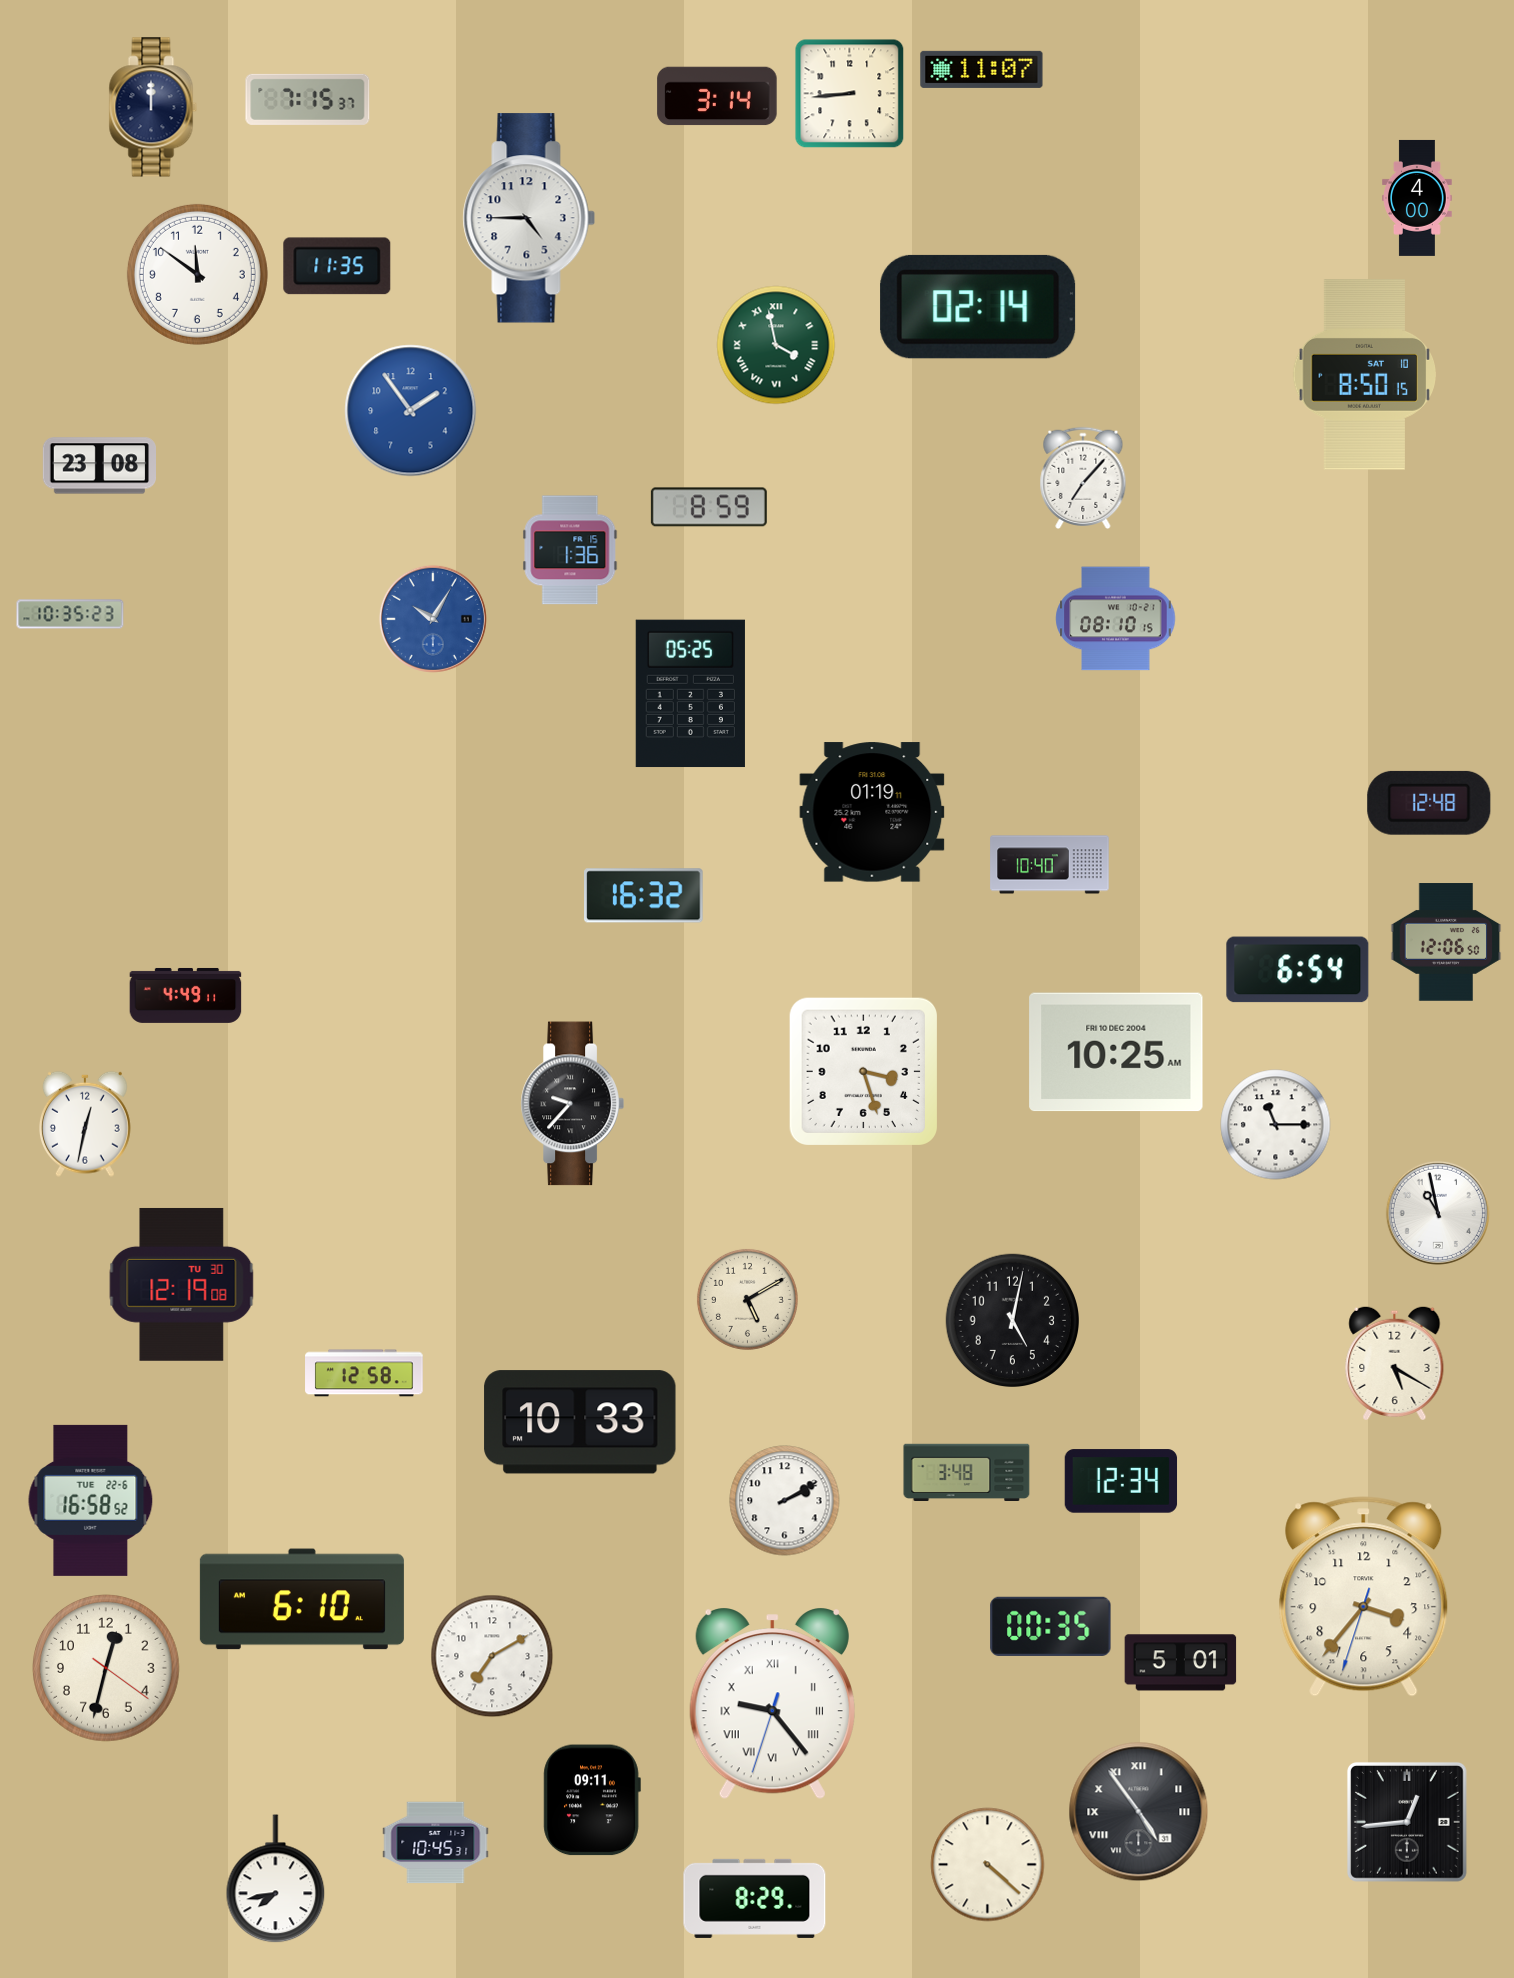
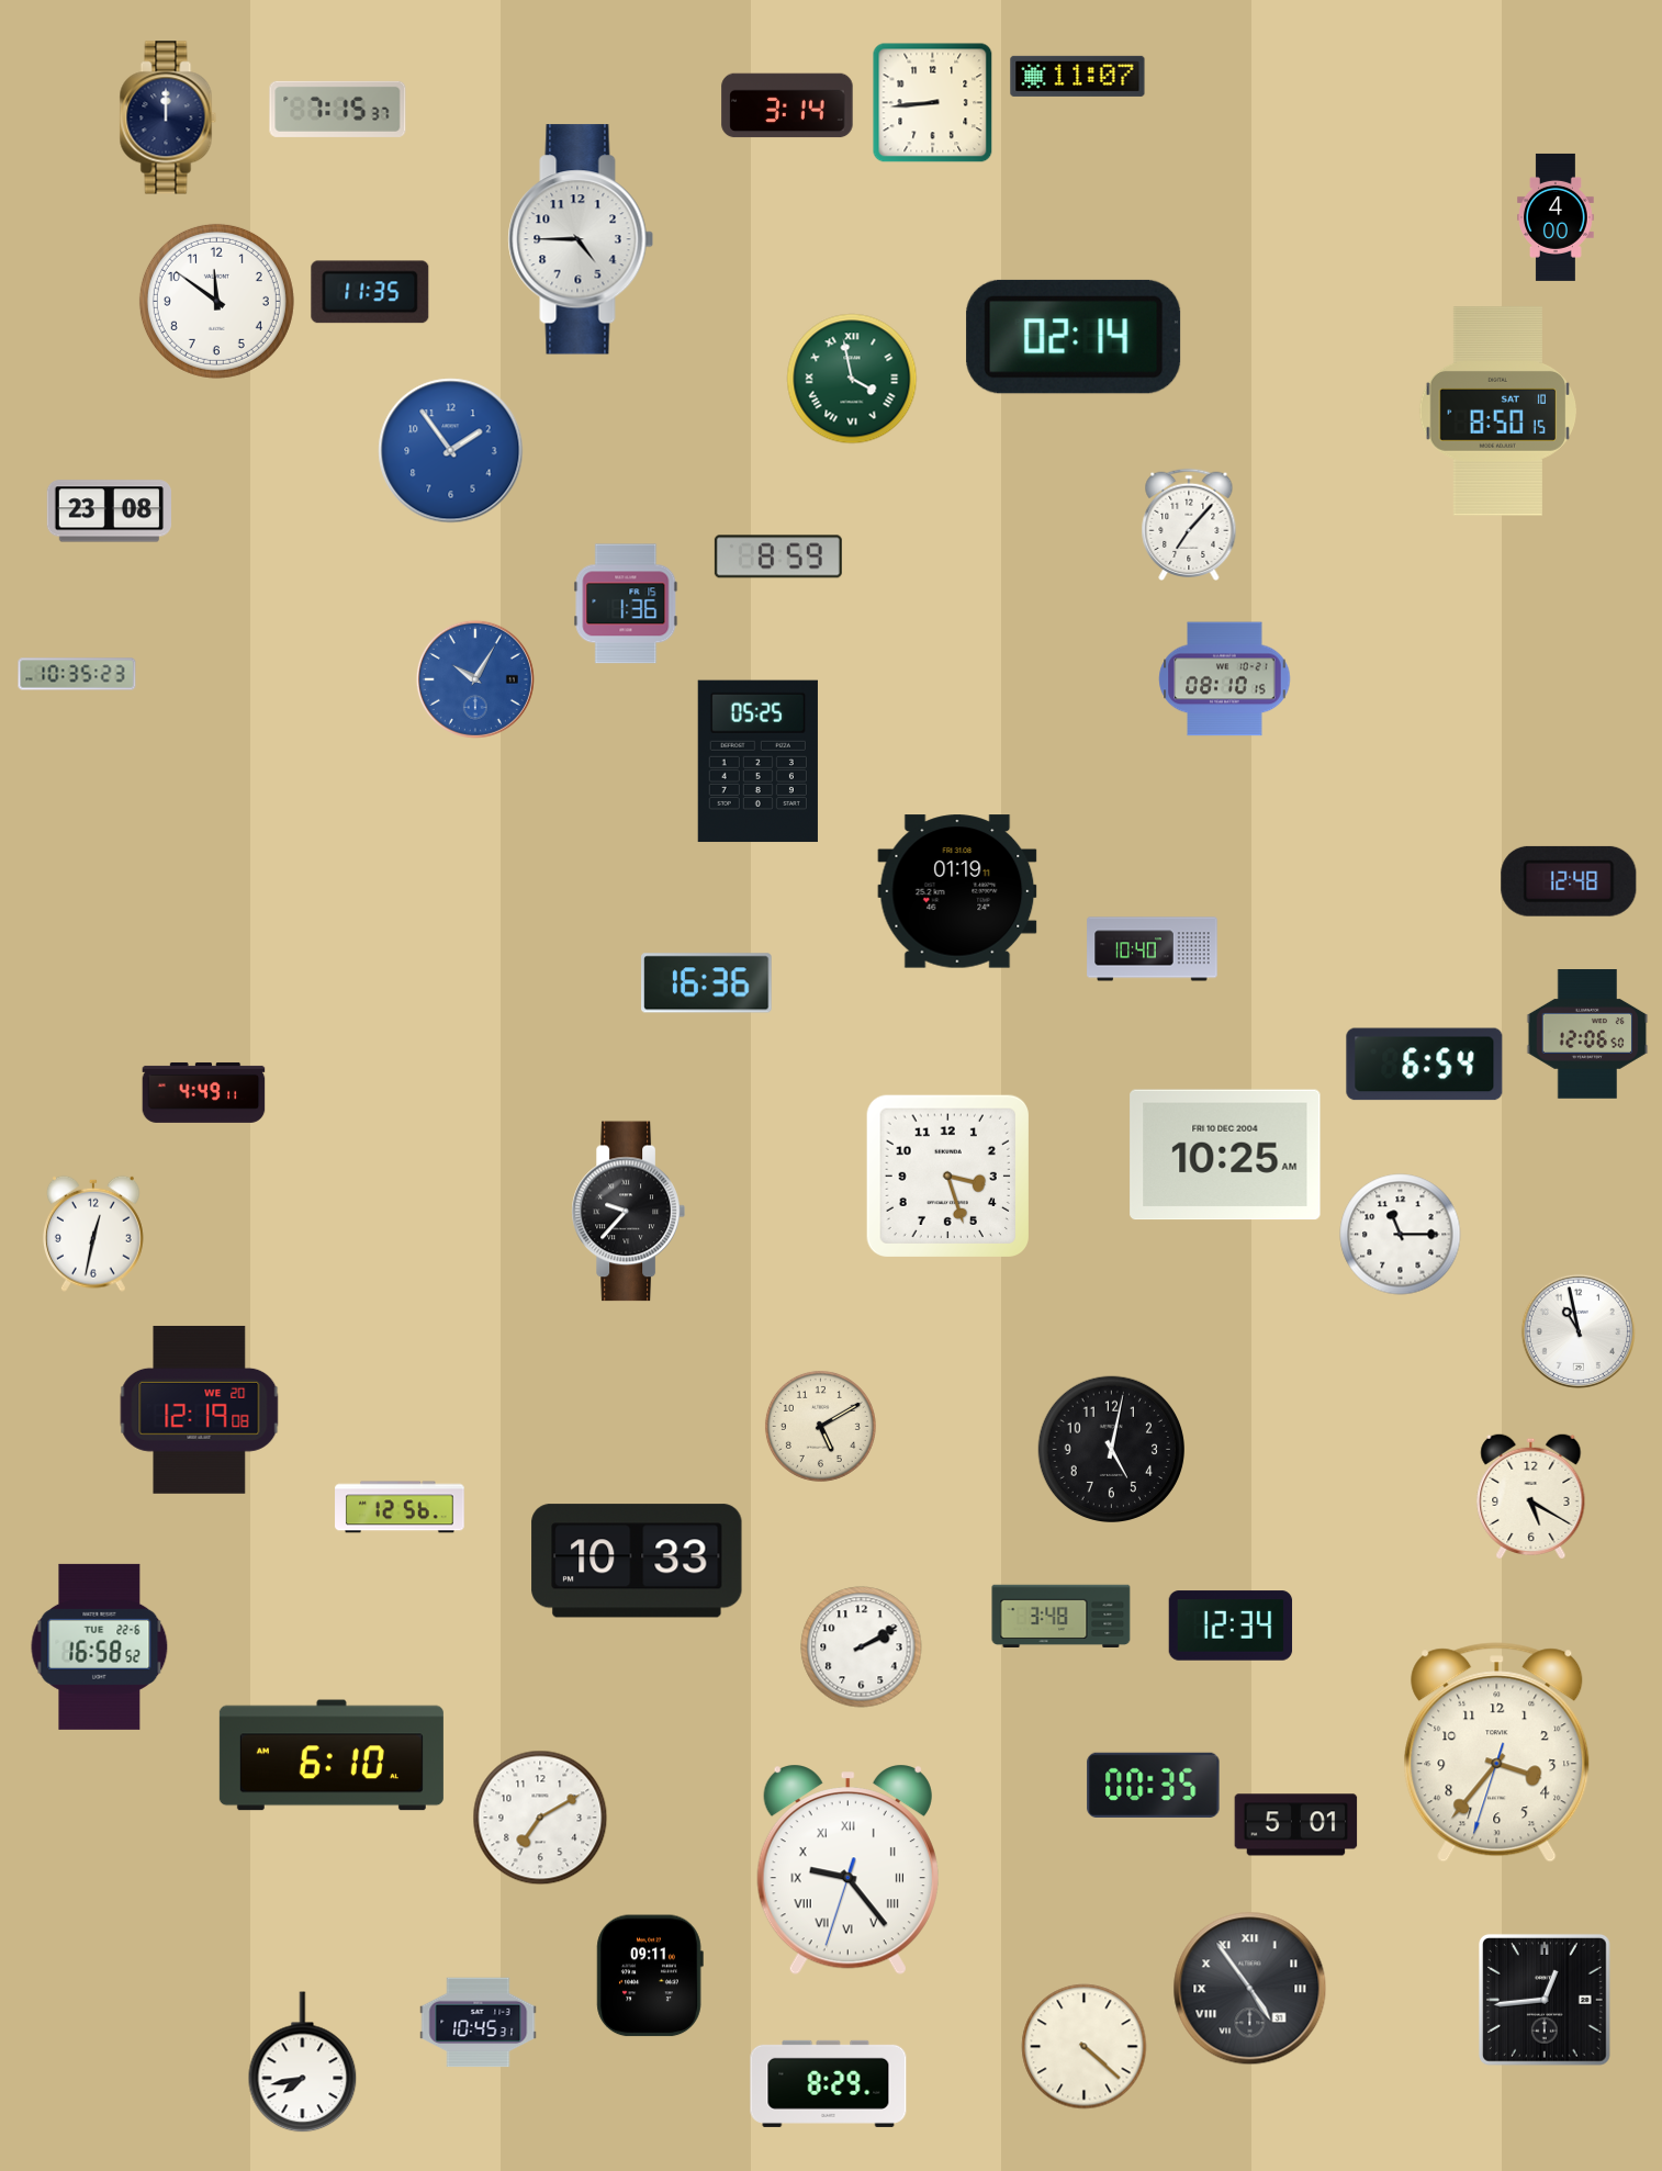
clock at (644, 896): 16:32 -> 16:36
clock at (182, 1284) date: TU 30 -> WE 20
clock at (364, 1373): 12:58 -> 12:56
clock at (106, 1668): 12:32 -> none
